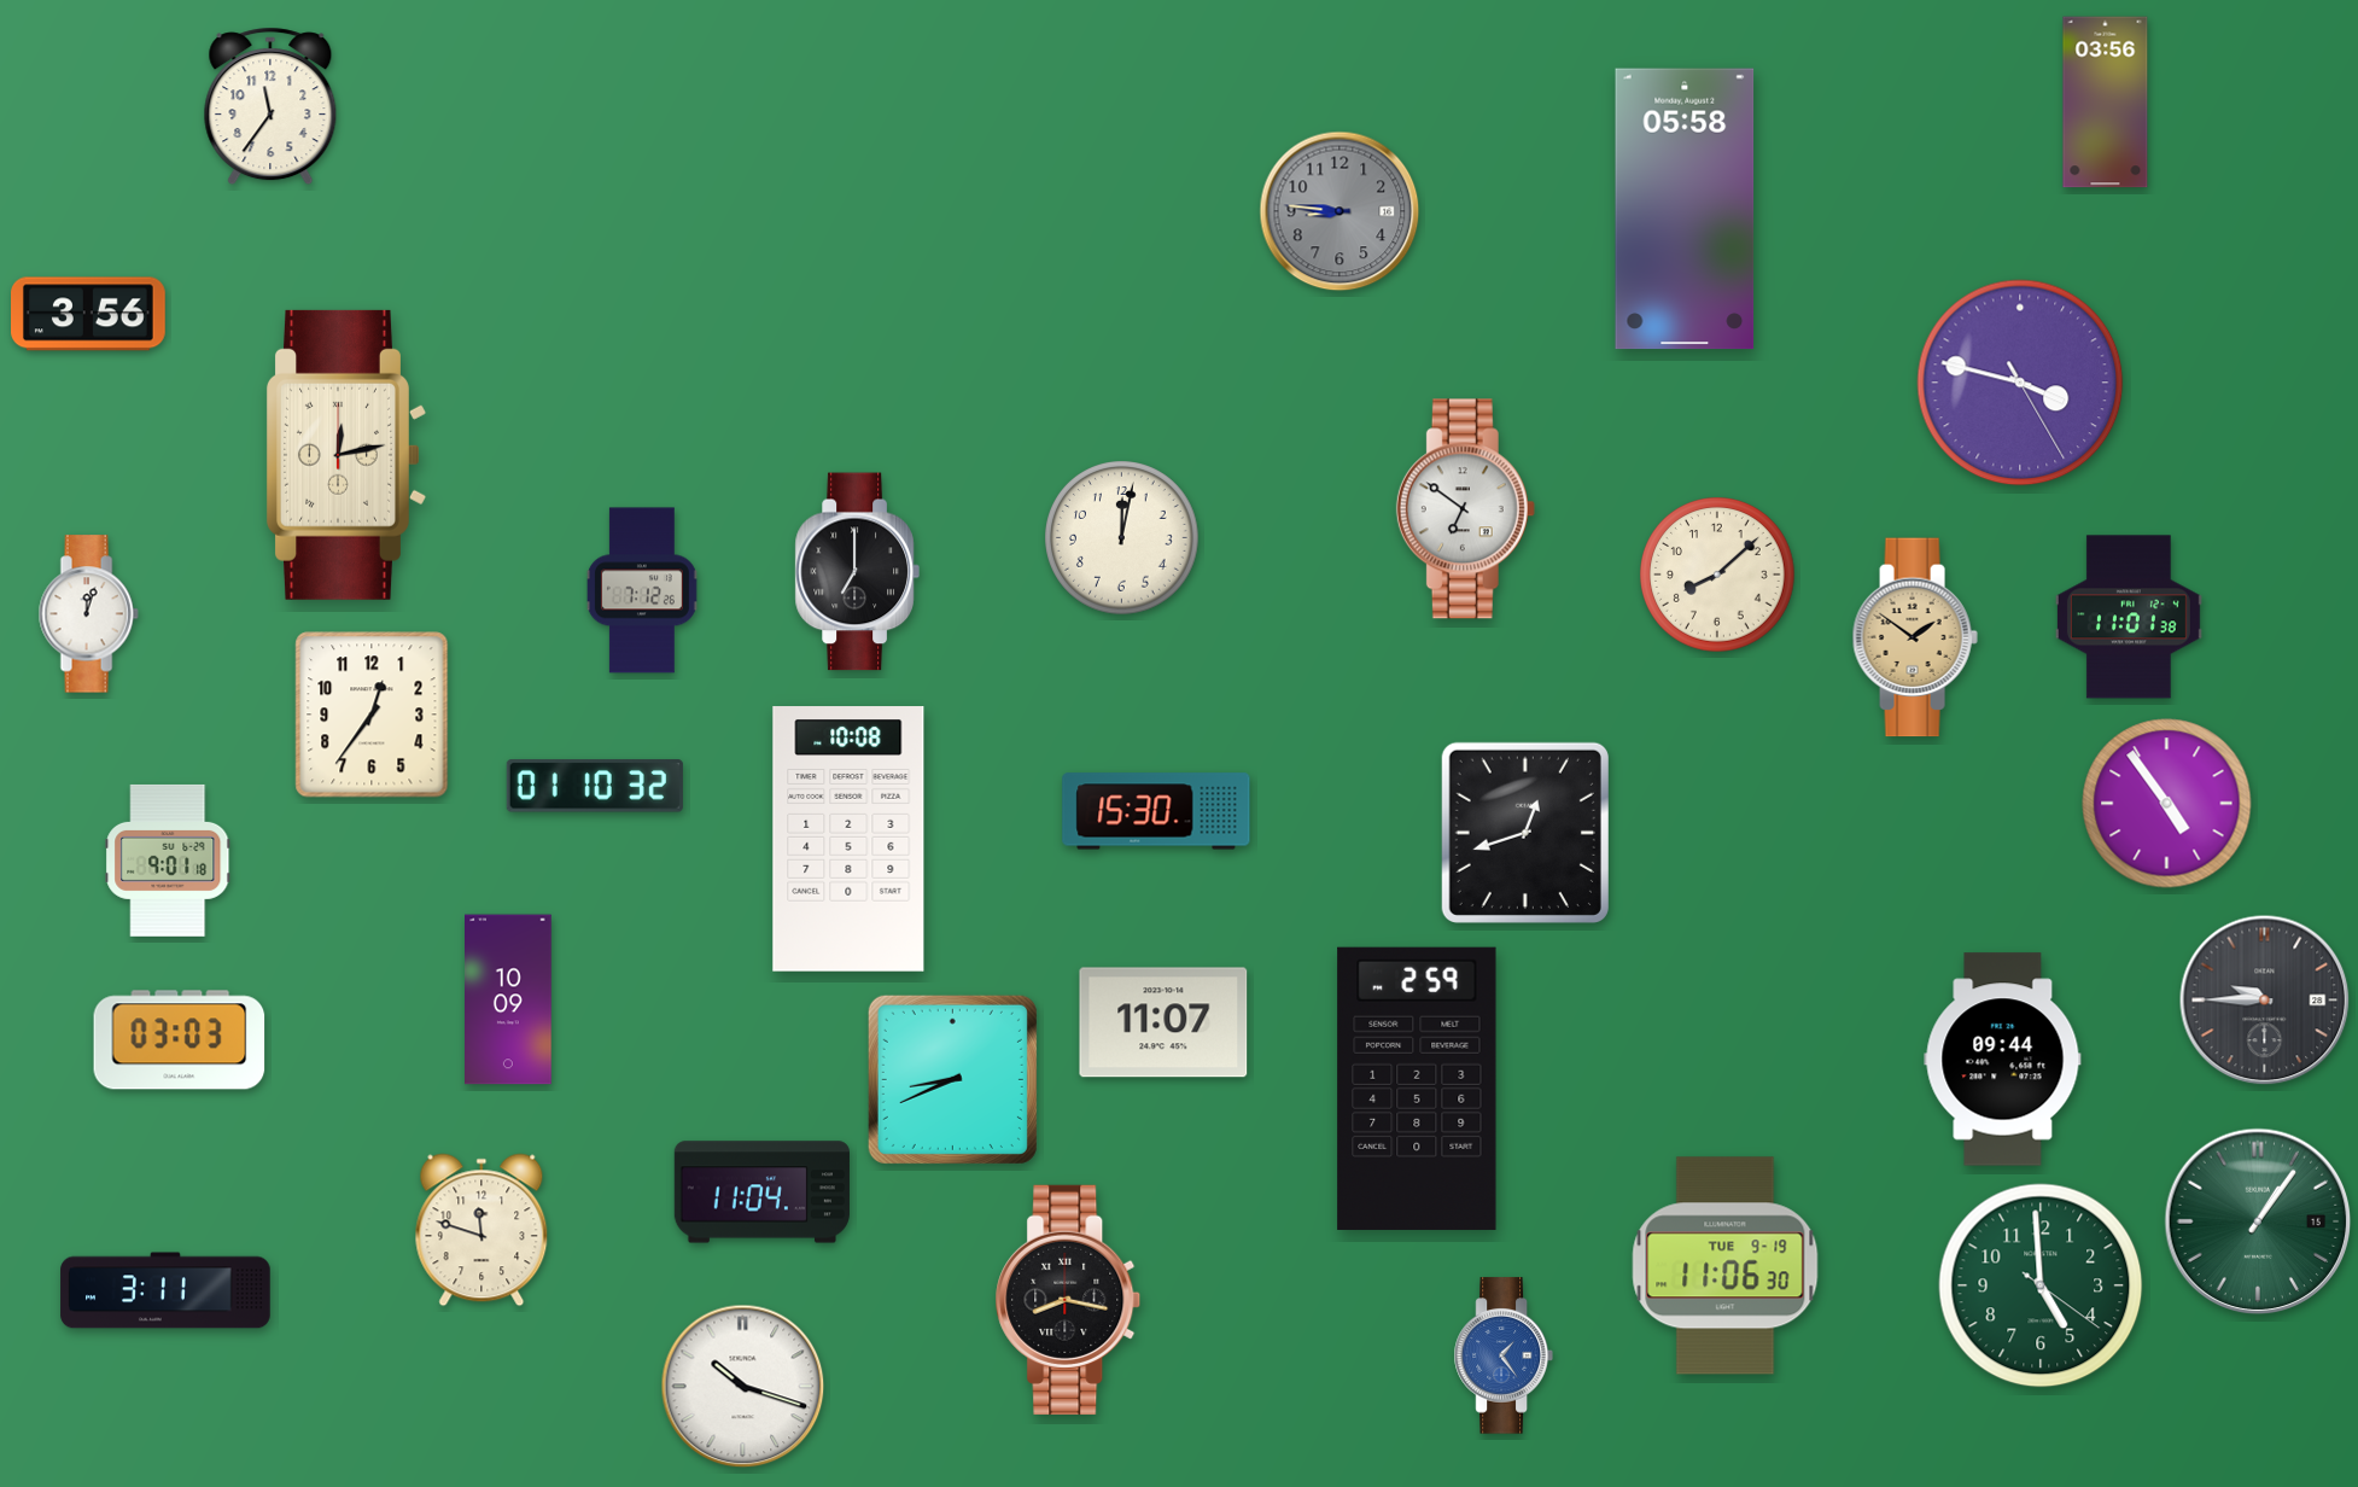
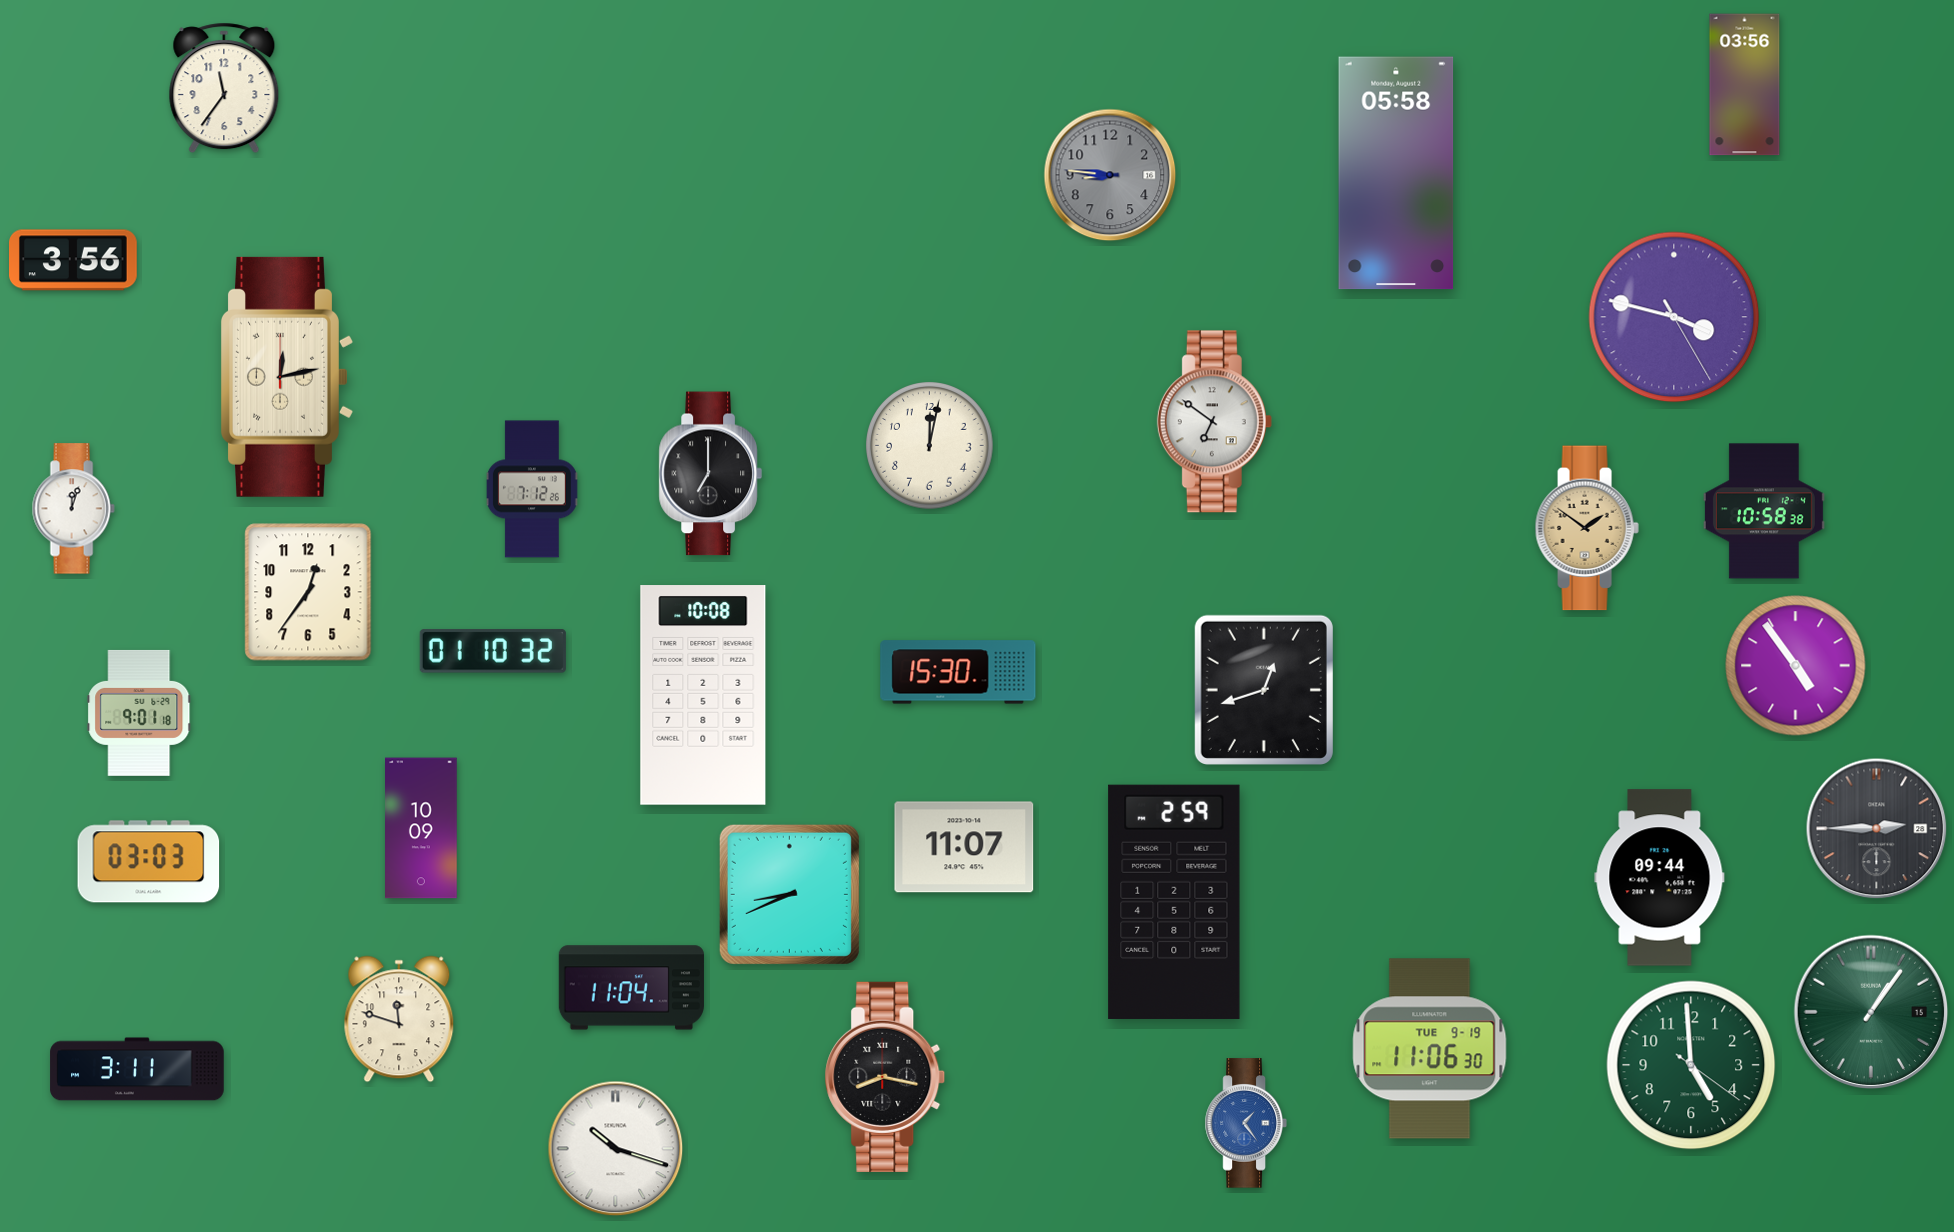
clock at (1717, 575): 8:08 -> none
clock at (2129, 617): 11:01 -> 10:58
clock at (2265, 1001): 9:45 -> 2:45
